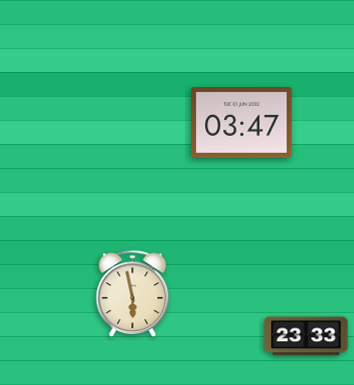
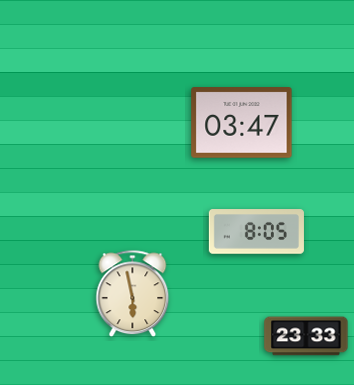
clock at (256, 232): none -> 8:05
